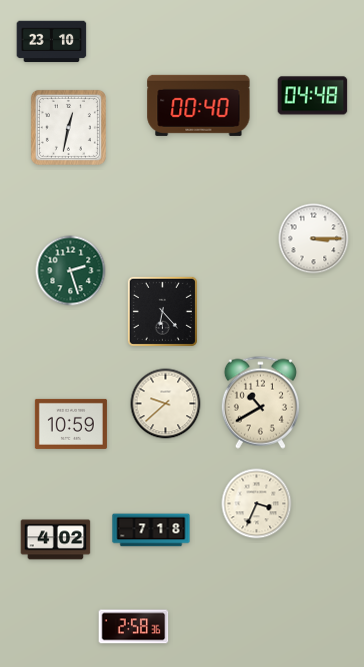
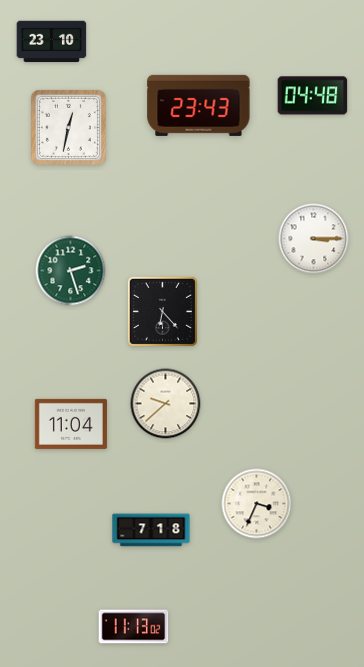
clock at (199, 105): 00:40 -> 23:43
clock at (260, 402): 10:40 -> none
clock at (71, 424): 10:59 -> 11:04
clock at (56, 540): 4:02 -> none
clock at (134, 627): 2:58 -> 11:13
